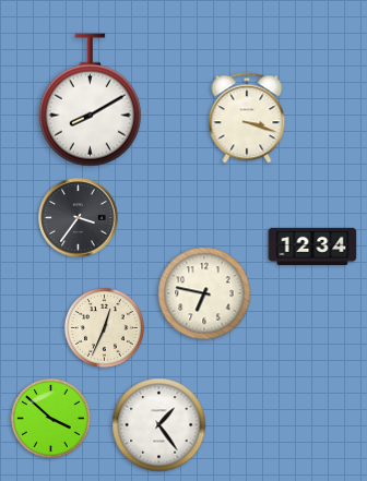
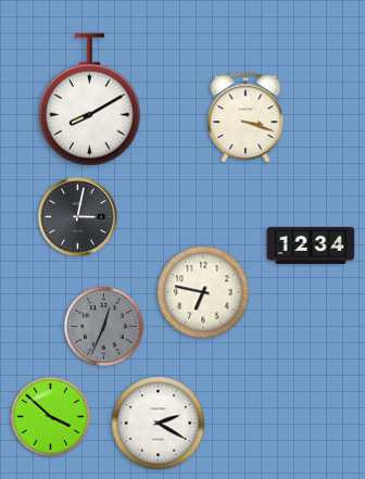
clock at (79, 218): 3:36 -> 3:02
clock at (104, 327) dial: cream -> grey
clock at (159, 425): 1:24 -> 2:20
